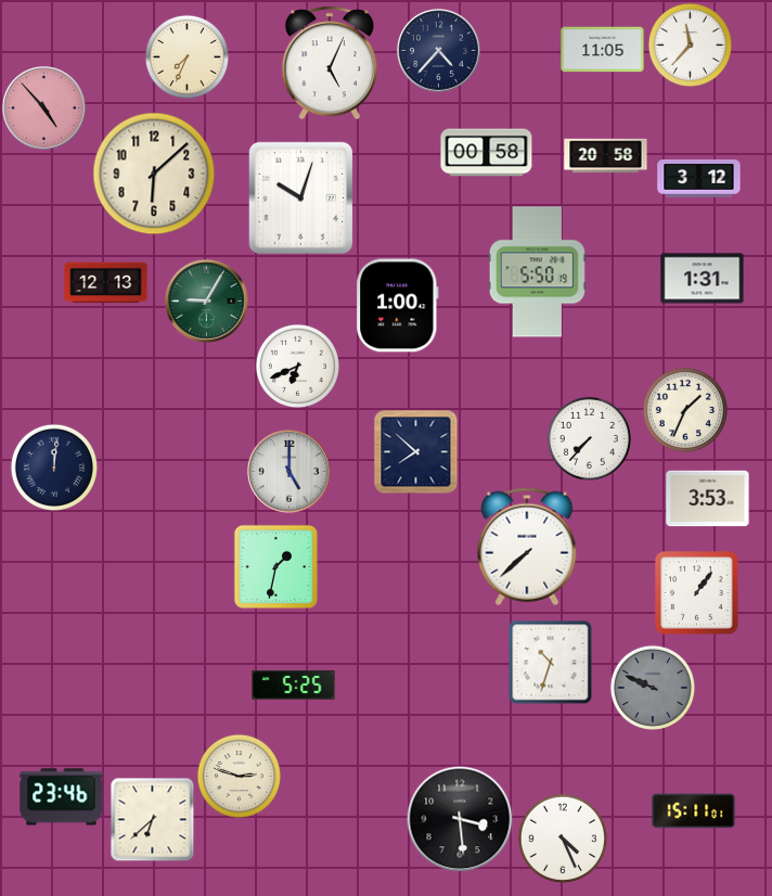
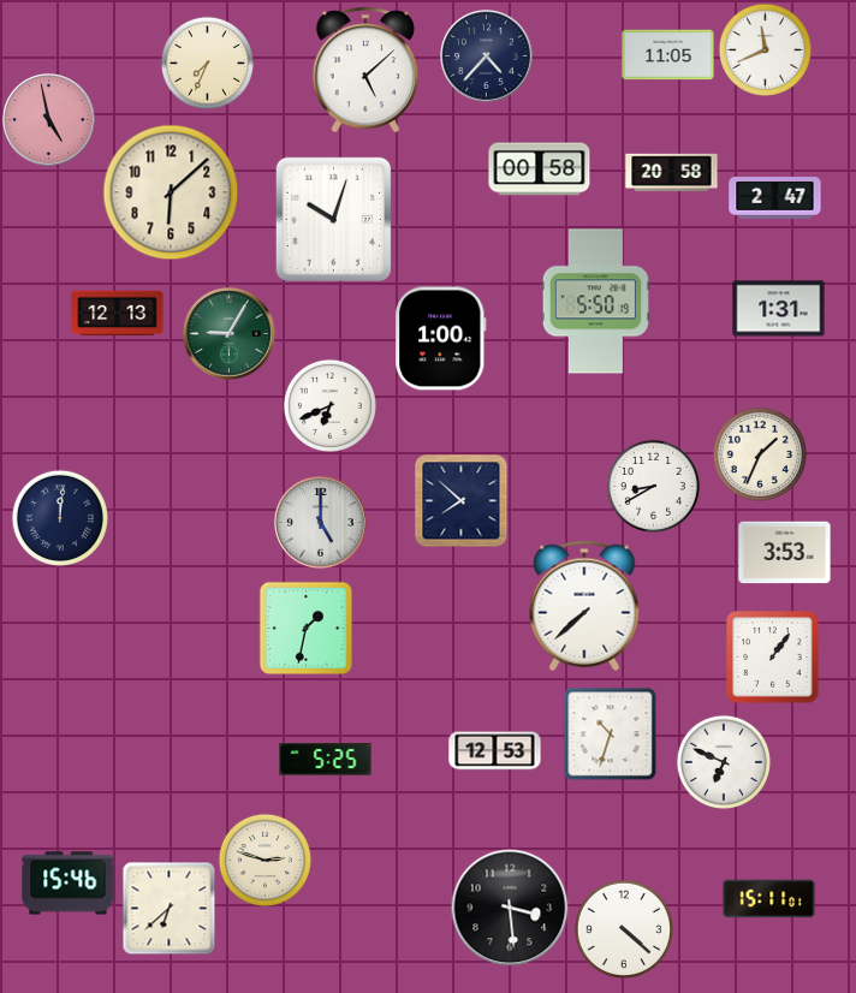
clock at (690, 44): 11:37 -> 11:41
clock at (330, 63): 5:04 -> 5:08
clock at (44, 108): 4:53 -> 4:58
clock at (699, 179): 3:12 -> 2:47
clock at (589, 438): 7:37 -> 8:40
clock at (495, 751): none -> 12:53
clock at (653, 688): 9:49 -> 6:49
clock at (653, 688) dial: grey -> white
clock at (62, 797): 23:46 -> 15:46
clock at (562, 837): 4:26 -> 4:22
